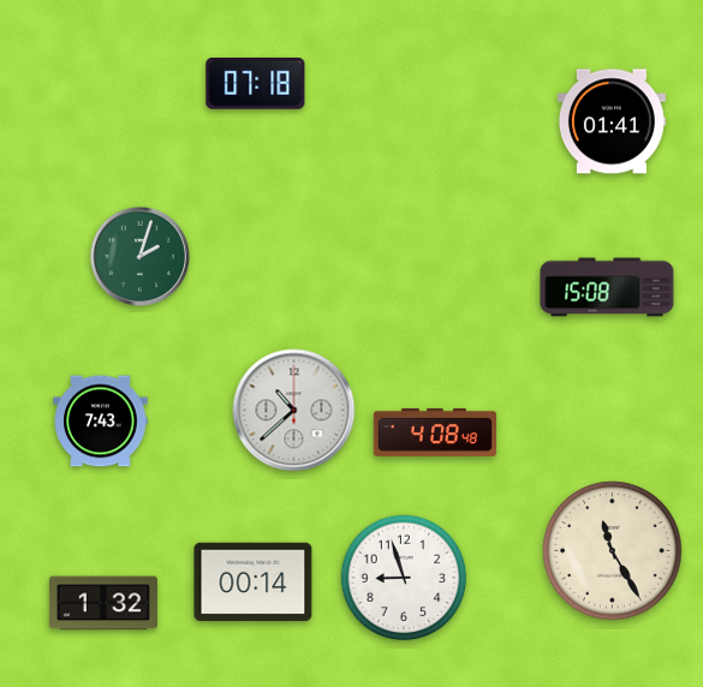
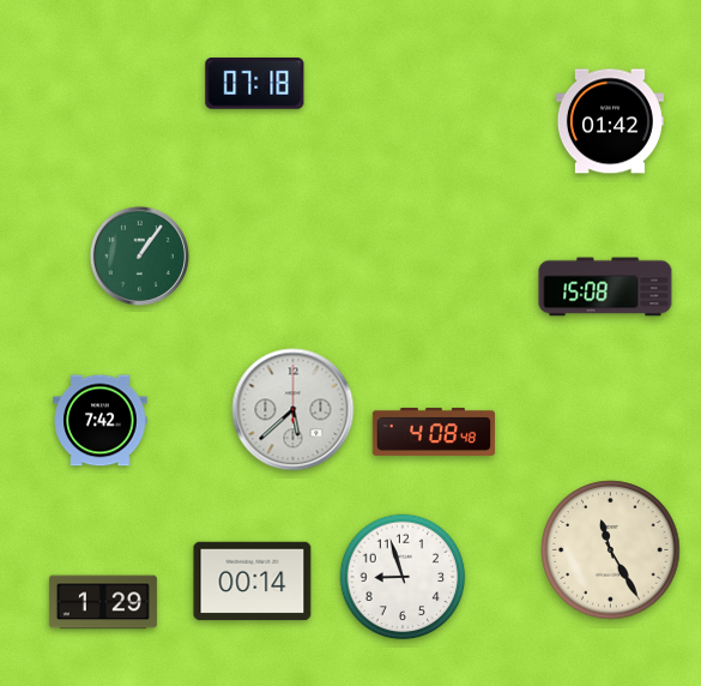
clock at (612, 121): 01:41 -> 01:42
clock at (139, 256): 2:03 -> 1:06
clock at (294, 411): 10:38 -> 5:38
clock at (101, 422): 7:43 -> 7:42
clock at (103, 603): 1:32 -> 1:29
